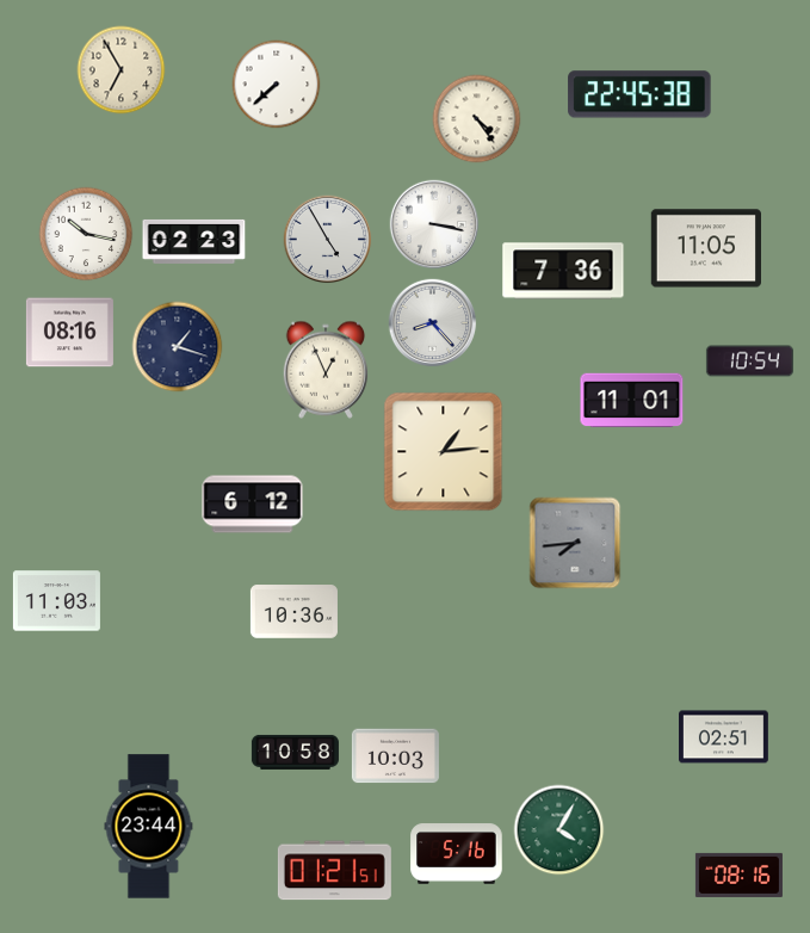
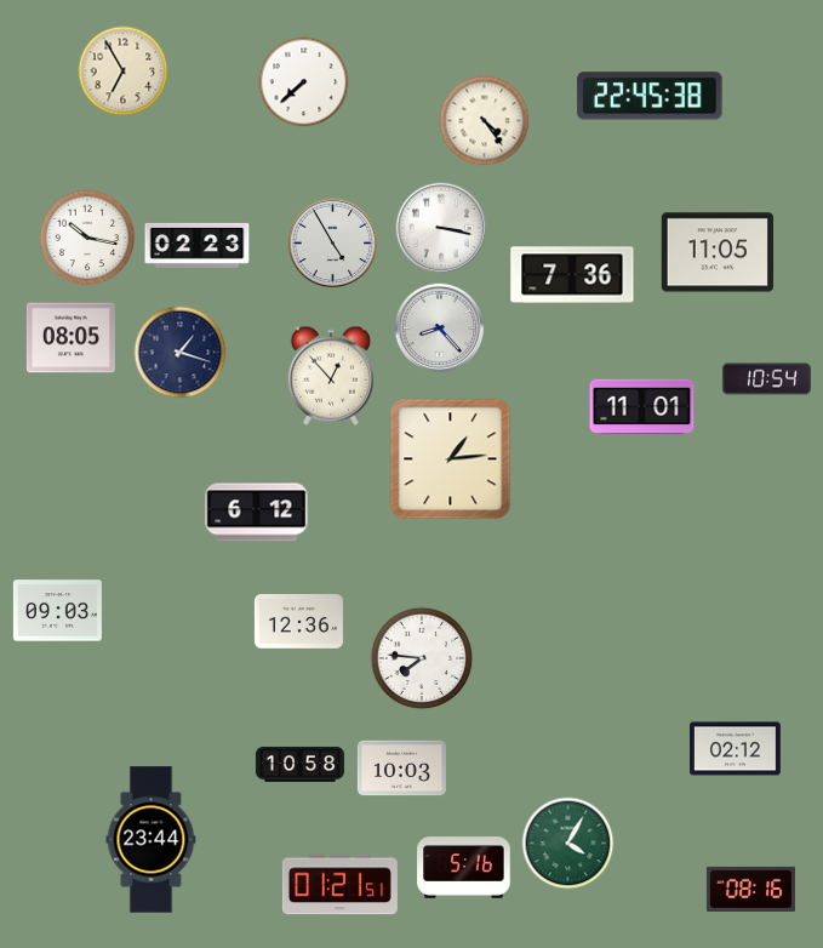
clock at (277, 85) position: (277, 85) -> (304, 82)
clock at (69, 333): 08:16 -> 08:05
clock at (749, 362) position: (749, 362) -> (766, 379)
clock at (326, 370): 12:56 -> 12:53
clock at (575, 543): 7:44 -> none
clock at (56, 601): 11:03 -> 09:03
clock at (293, 612): 10:36 -> 12:36
clock at (422, 658): none -> 7:46
clock at (724, 737): 02:51 -> 02:12
